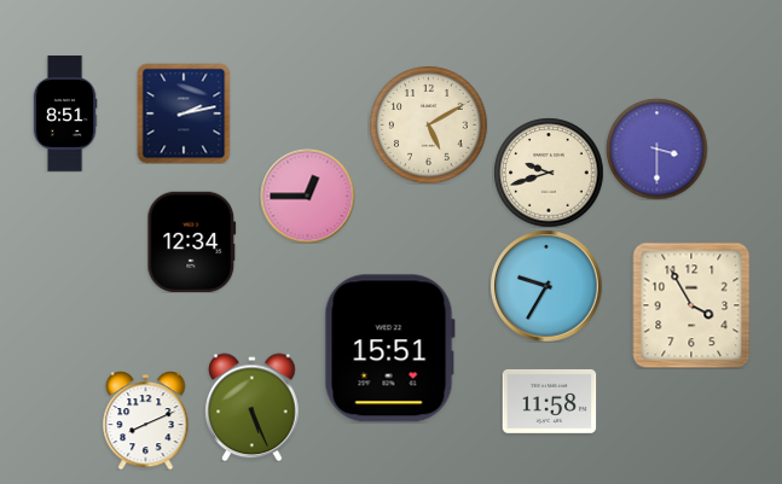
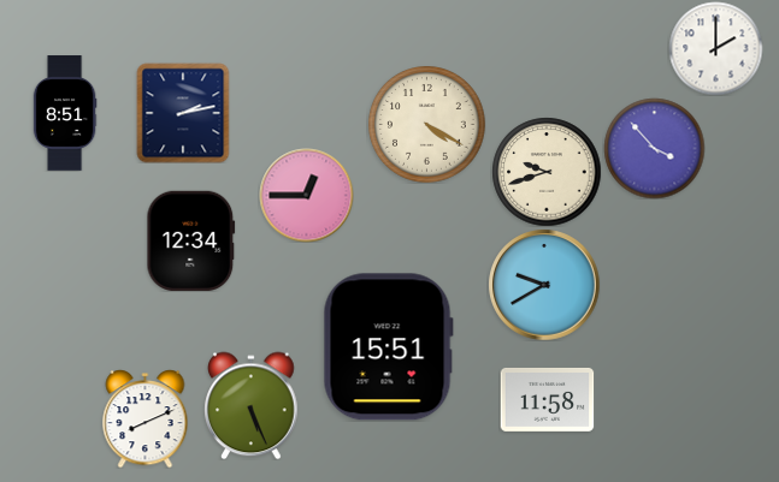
clock at (715, 48): none -> 2:00
clock at (429, 126): 5:10 -> 4:20
clock at (656, 148): 3:30 -> 3:53
clock at (546, 286): 9:35 -> 9:40
clock at (691, 305): 3:55 -> none
